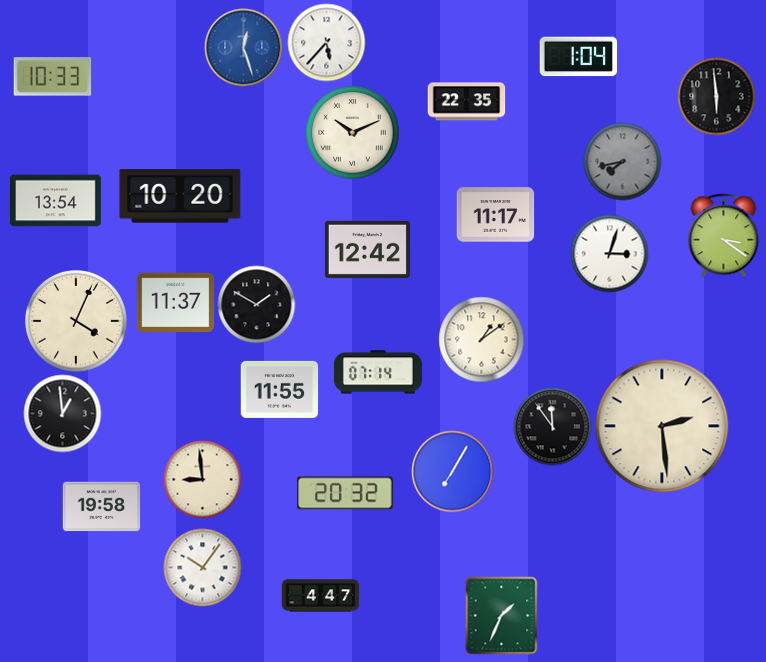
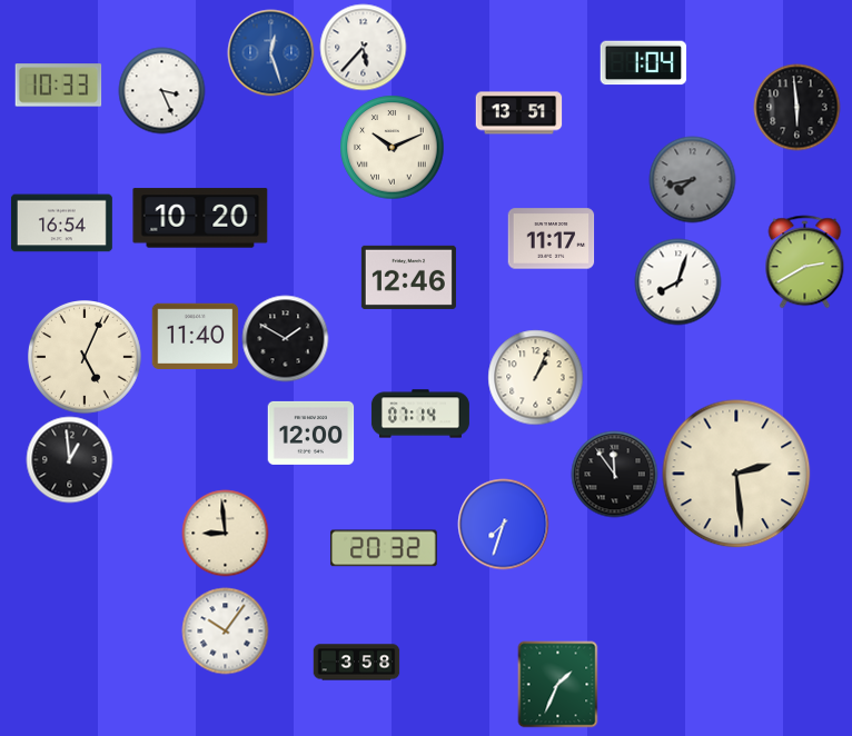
clock at (161, 90): none -> 3:26
clock at (466, 102): 22:35 -> 13:51
clock at (55, 201): 13:54 -> 16:54
clock at (724, 235): 3:21 -> 2:40
clock at (367, 249): 12:42 -> 12:46
clock at (609, 253): 3:03 -> 8:03
clock at (175, 303): 11:37 -> 11:40
clock at (77, 322): 4:04 -> 5:04
clock at (481, 339): 1:09 -> 1:04
clock at (279, 389): 11:55 -> 12:00
clock at (452, 471): 7:05 -> 7:33
clock at (101, 507): 19:58 -> none
clock at (320, 596): 4:47 -> 3:58
